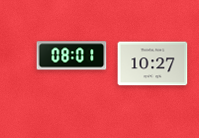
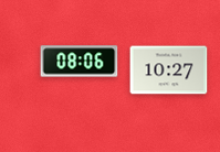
clock at (72, 56): 08:01 -> 08:06
